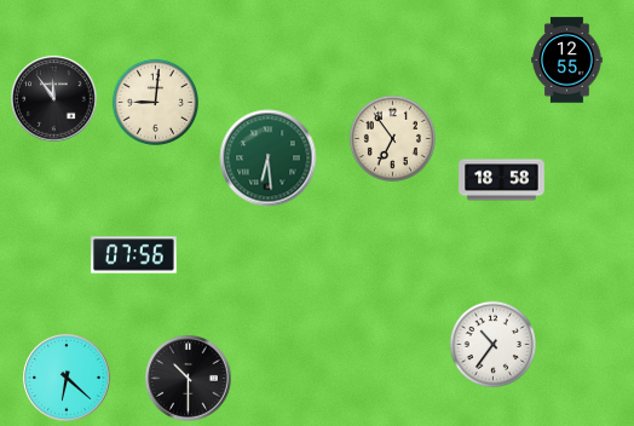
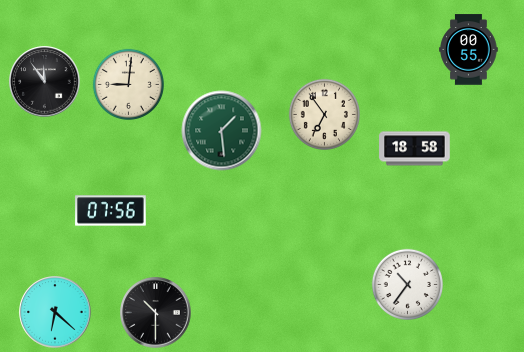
clock at (567, 61): 12:55 -> 00:55
clock at (269, 159): 6:29 -> 1:29
